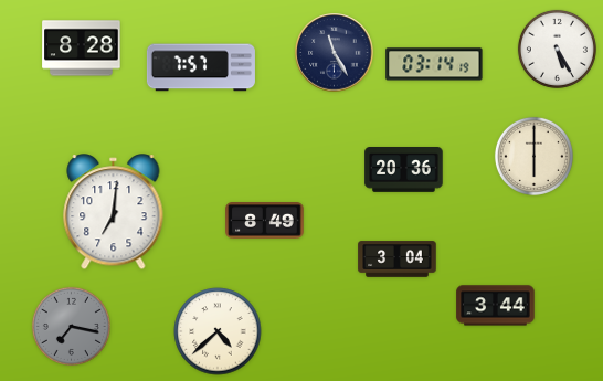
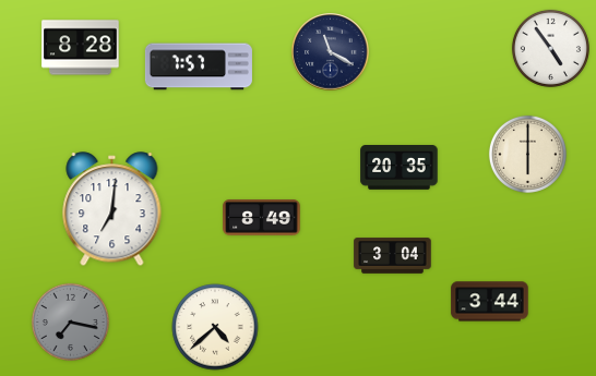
clock at (557, 49): 5:25 -> 4:54
clock at (335, 53): 11:25 -> 11:20
clock at (434, 64): 03:14 -> none
clock at (404, 170): 20:36 -> 20:35
